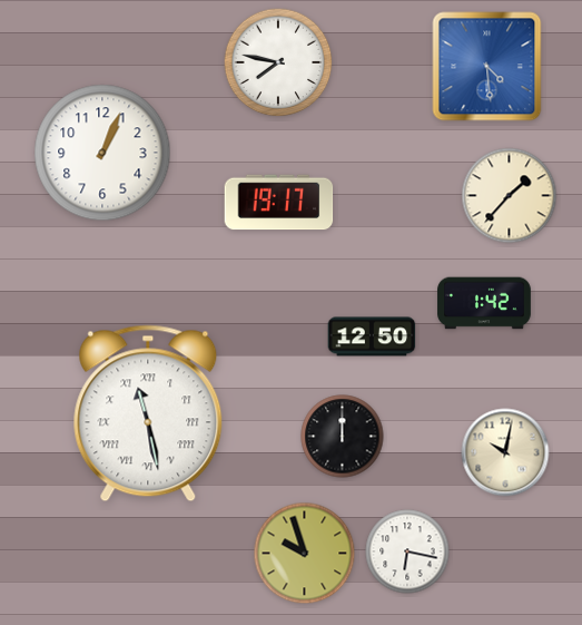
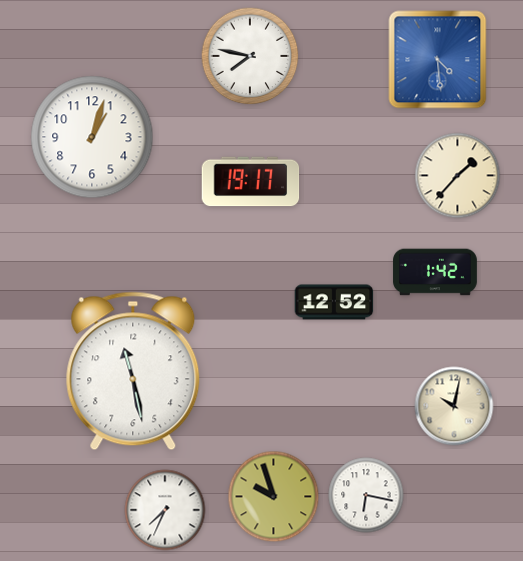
clock at (102, 153): 1:04 -> 1:03
clock at (372, 336): 12:50 -> 12:52
clock at (148, 413) numerals: Roman -> Arabic
clock at (343, 437): 12:00 -> none
clock at (165, 510): none -> 7:34
